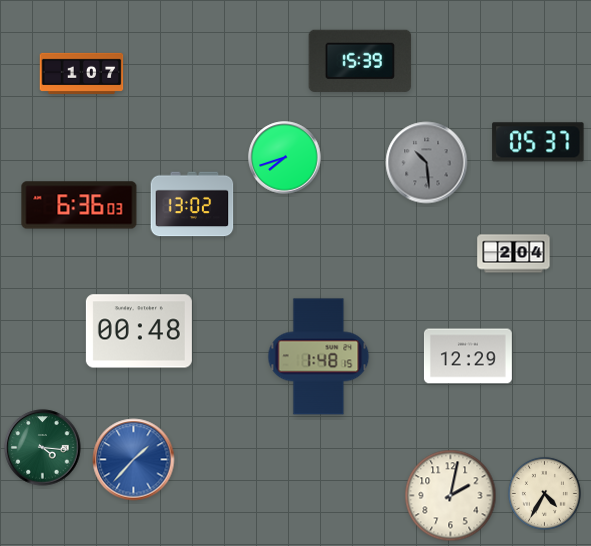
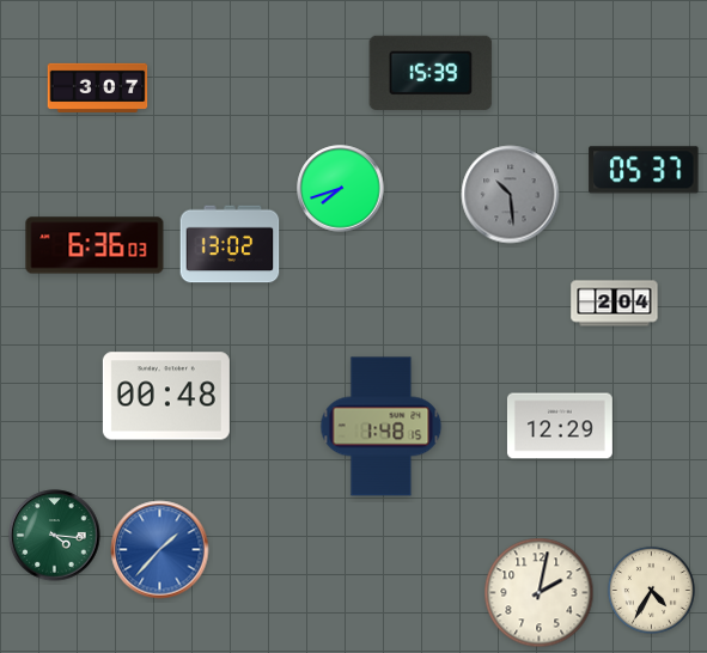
clock at (82, 73): 1:07 -> 3:07
clock at (43, 448) position: (43, 448) -> (55, 536)
